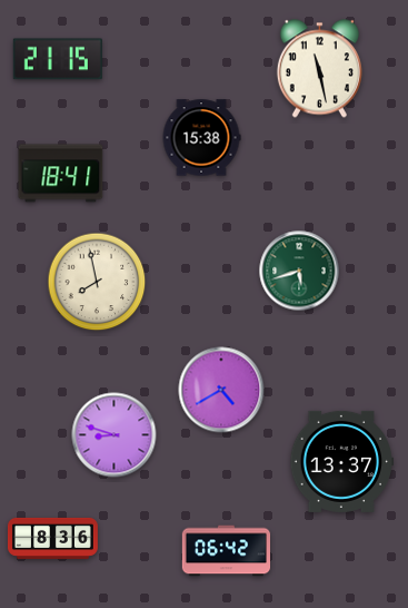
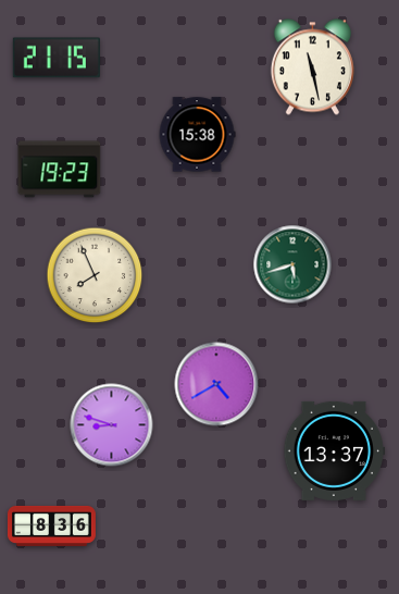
clock at (61, 174): 18:41 -> 19:23
clock at (97, 282): 7:58 -> 7:56
clock at (221, 390) position: (221, 390) -> (216, 384)
clock at (226, 551): 06:42 -> none
